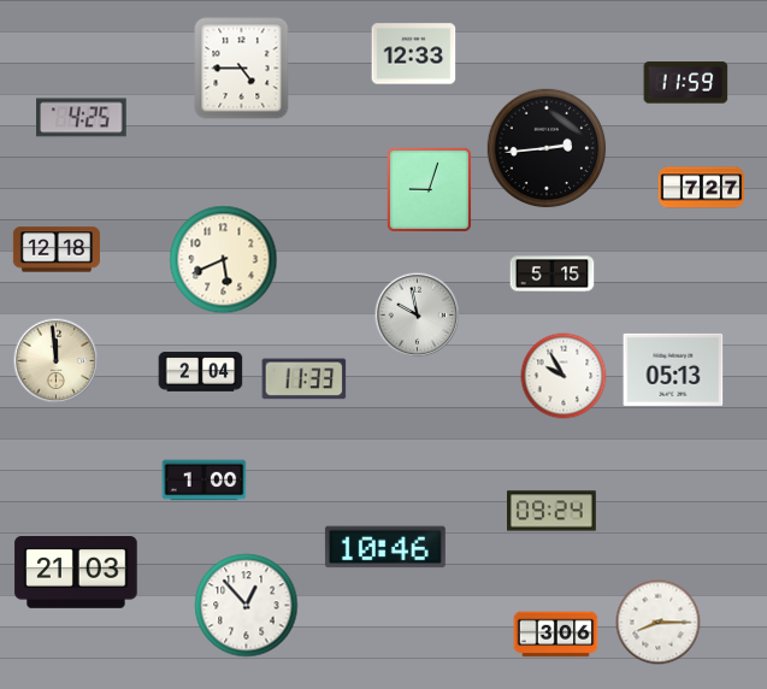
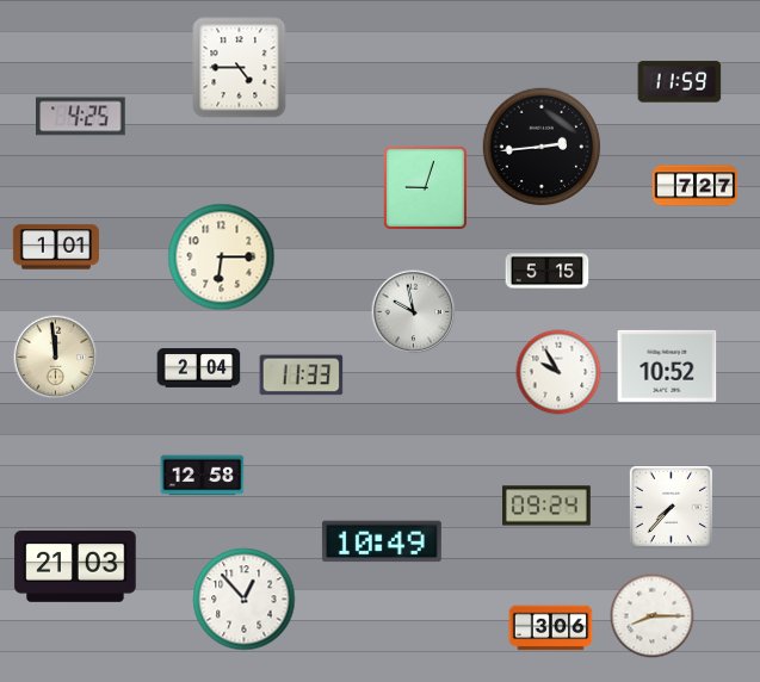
clock at (414, 54): 12:33 -> none
clock at (57, 249): 12:18 -> 1:01
clock at (224, 260): 5:41 -> 6:15
clock at (673, 370): 05:13 -> 10:52
clock at (205, 481): 1:00 -> 12:58
clock at (671, 507): none -> 7:37
clock at (385, 547): 10:46 -> 10:49
